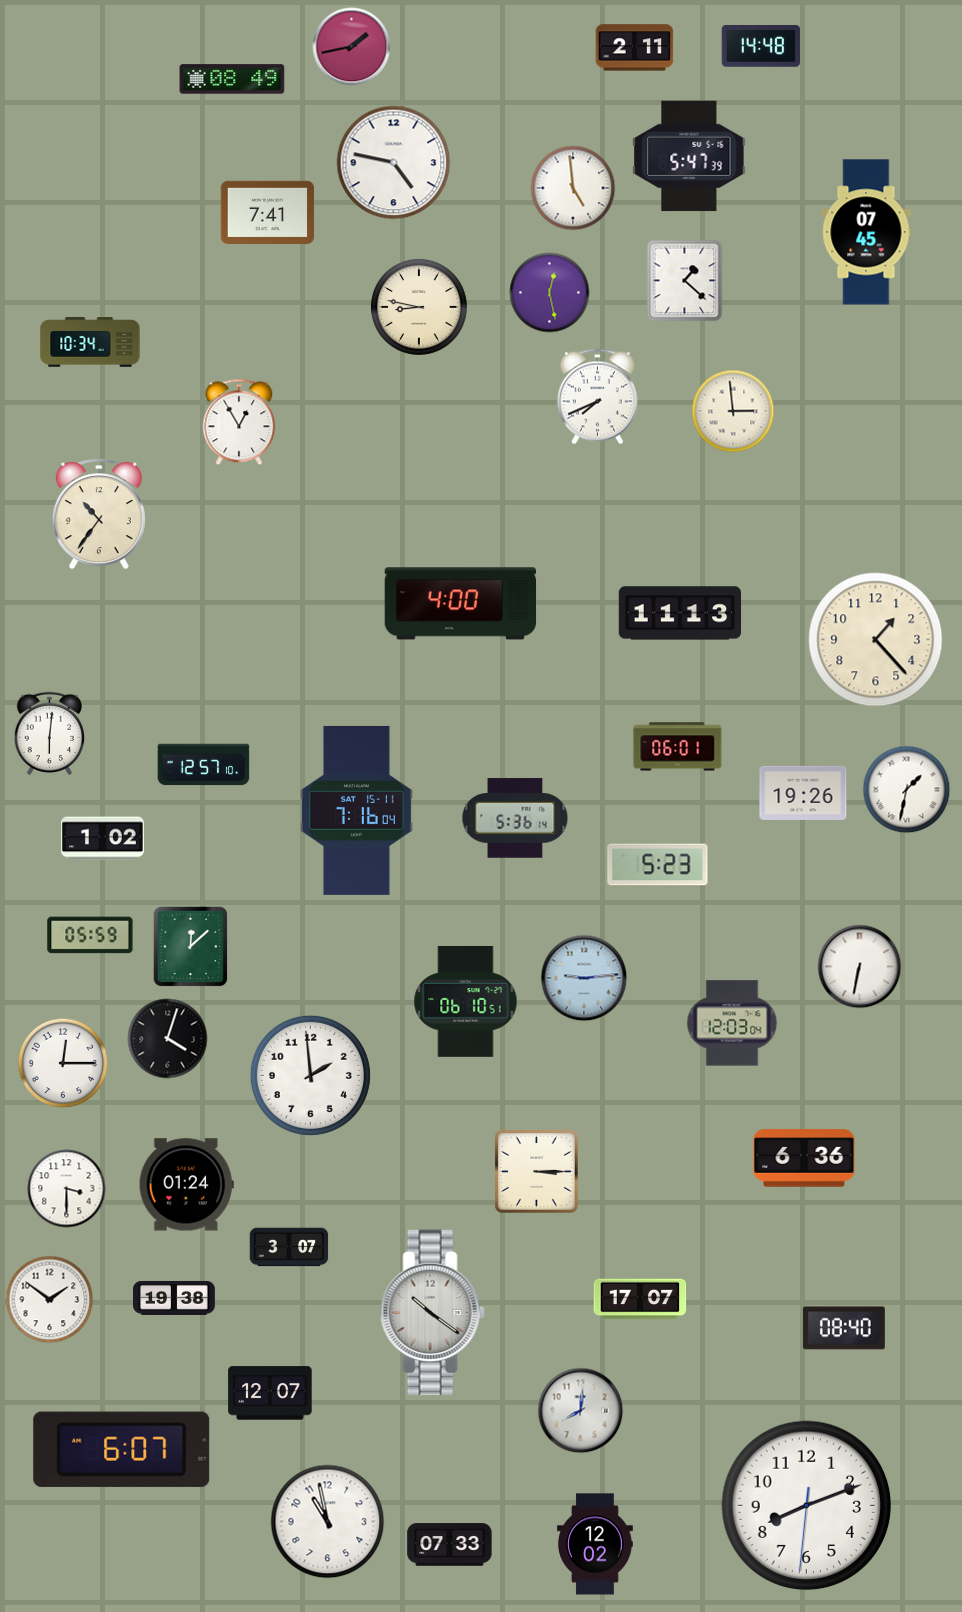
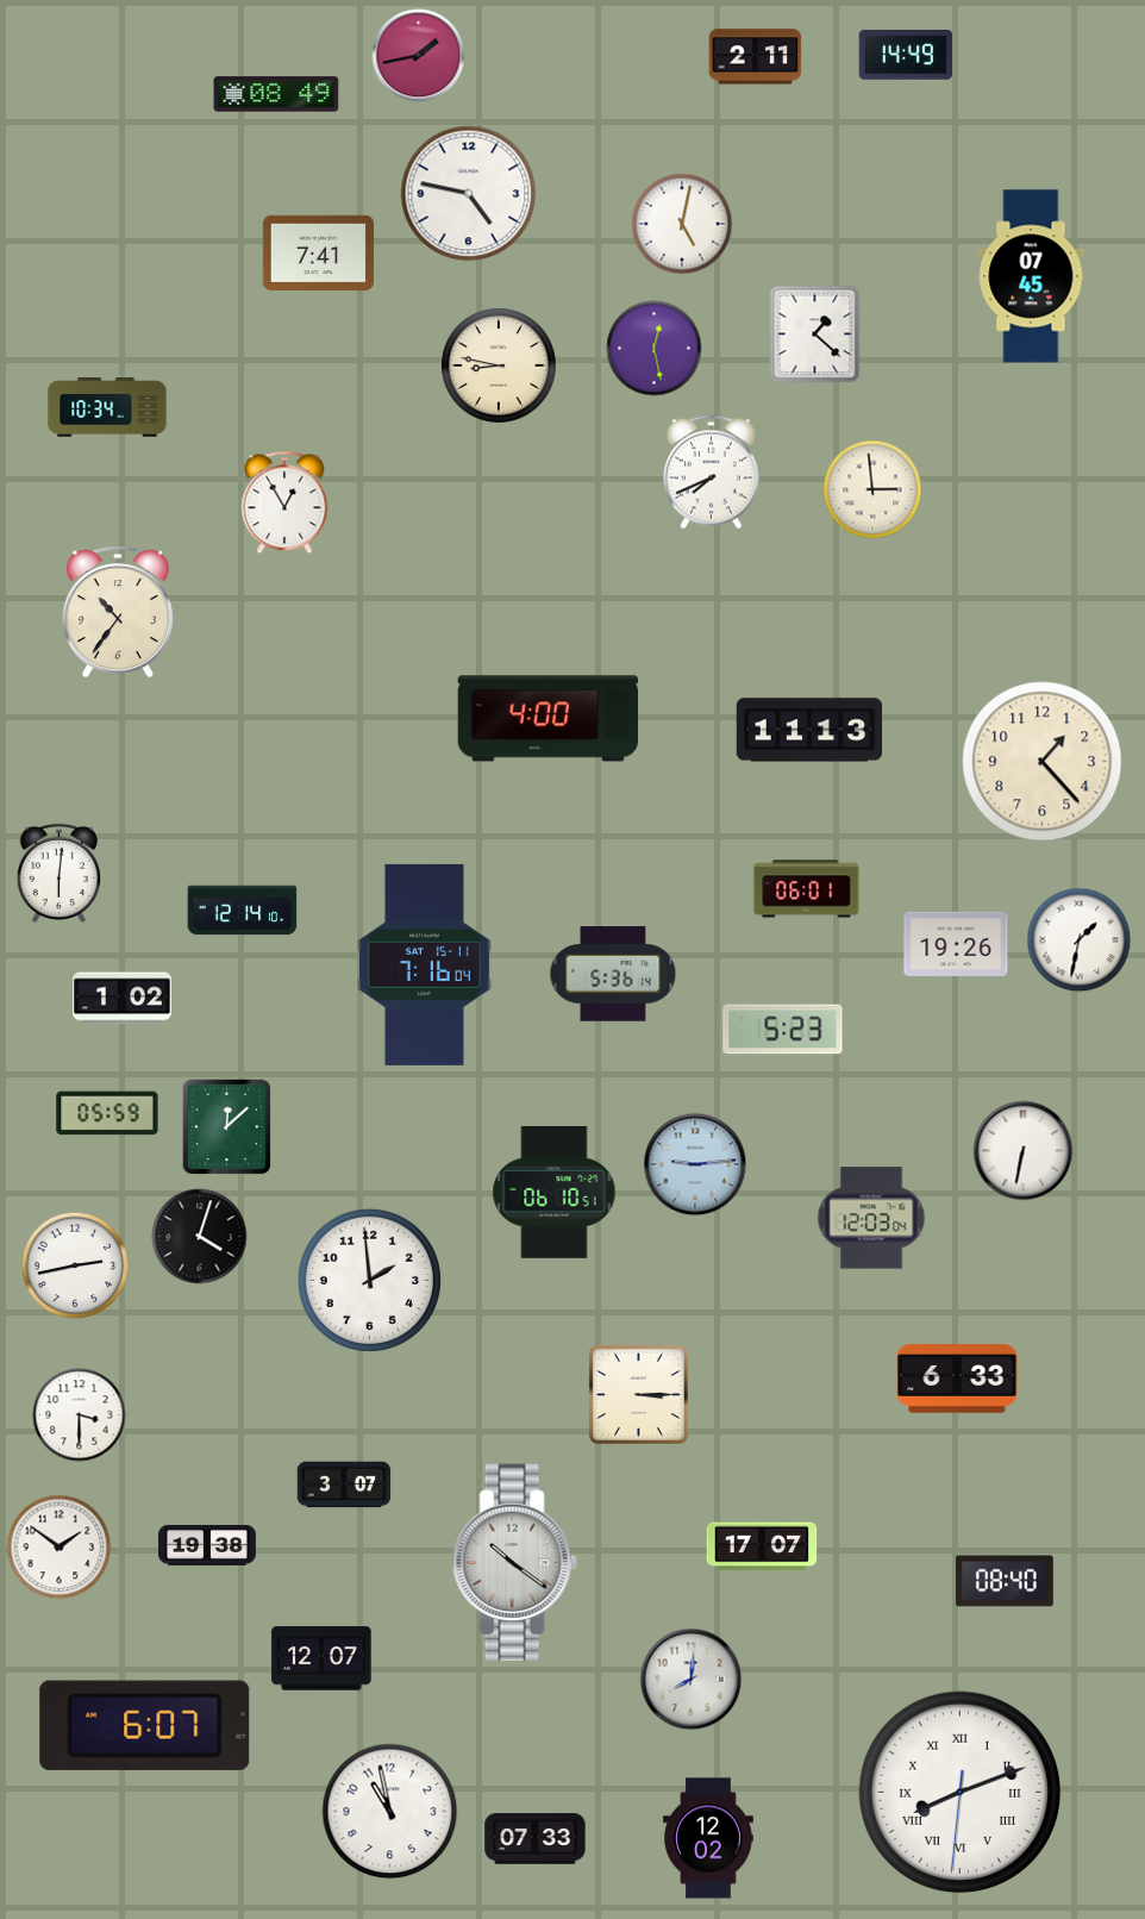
clock at (761, 47): 14:48 -> 14:49
clock at (689, 156): 5:47 -> none
clock at (573, 188): 4:59 -> 5:02
clock at (204, 765): 12:57 -> 12:14
clock at (63, 1063): 12:15 -> 2:43
clock at (804, 1158): 6:36 -> 6:33
clock at (186, 1185): 01:24 -> none
clock at (807, 1506) numerals: Arabic -> Roman
